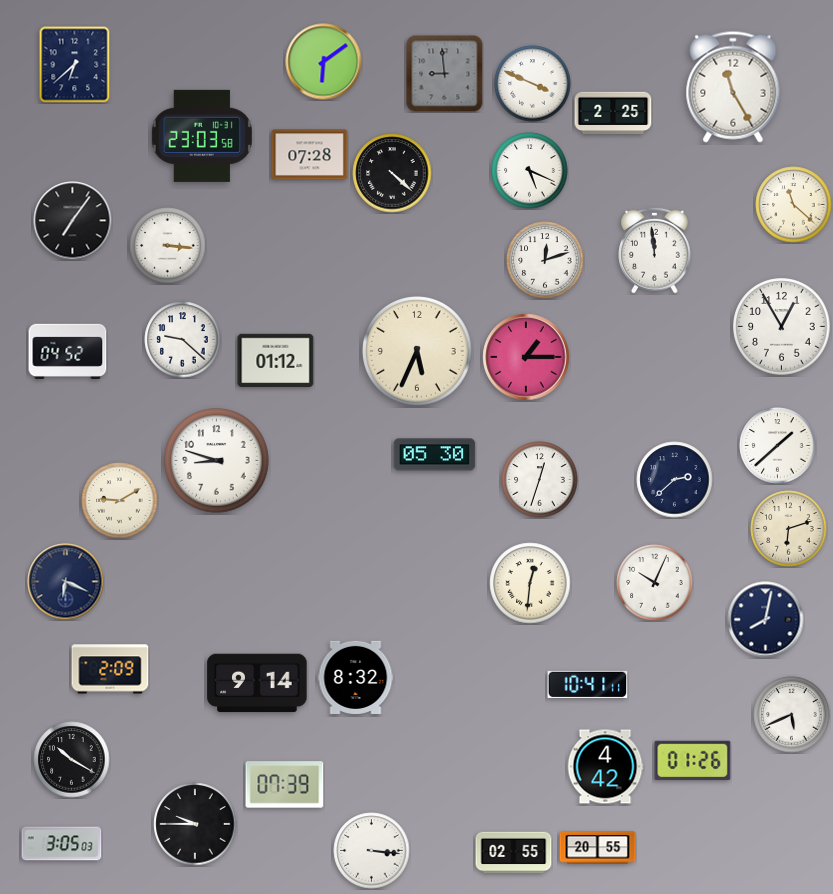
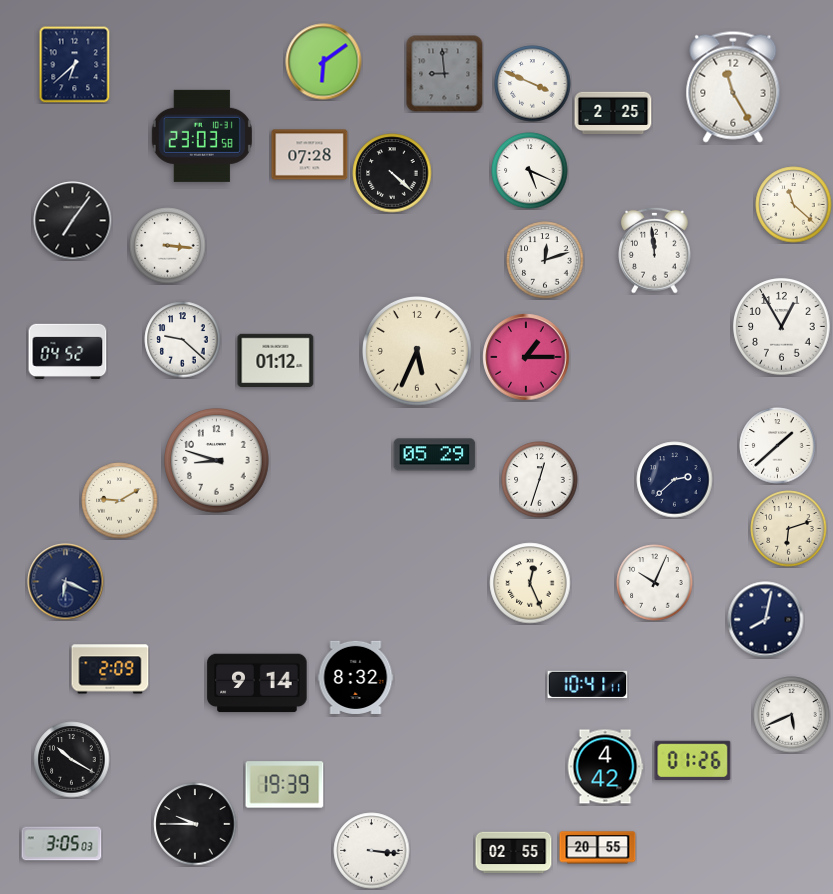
clock at (435, 455): 05:30 -> 05:29
clock at (530, 583): 12:31 -> 12:26
clock at (285, 785): 07:39 -> 19:39
